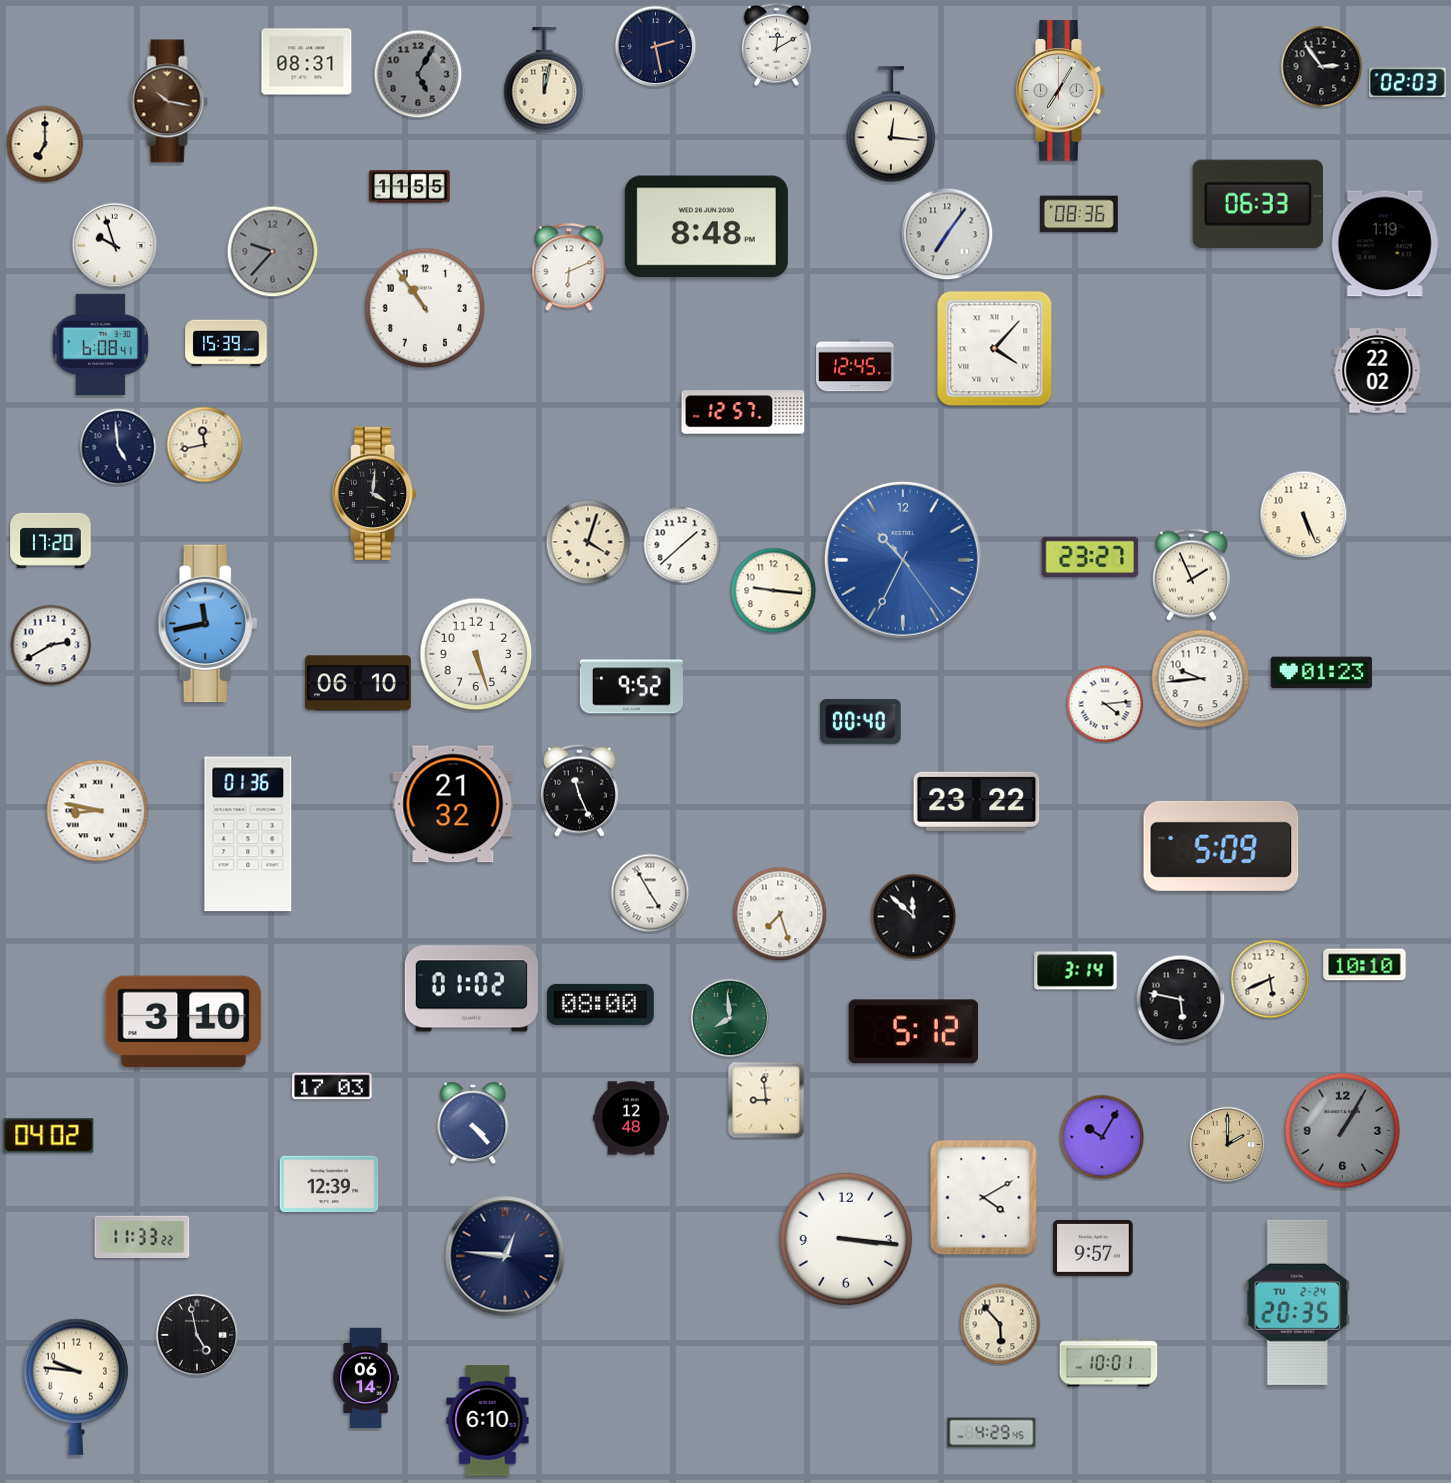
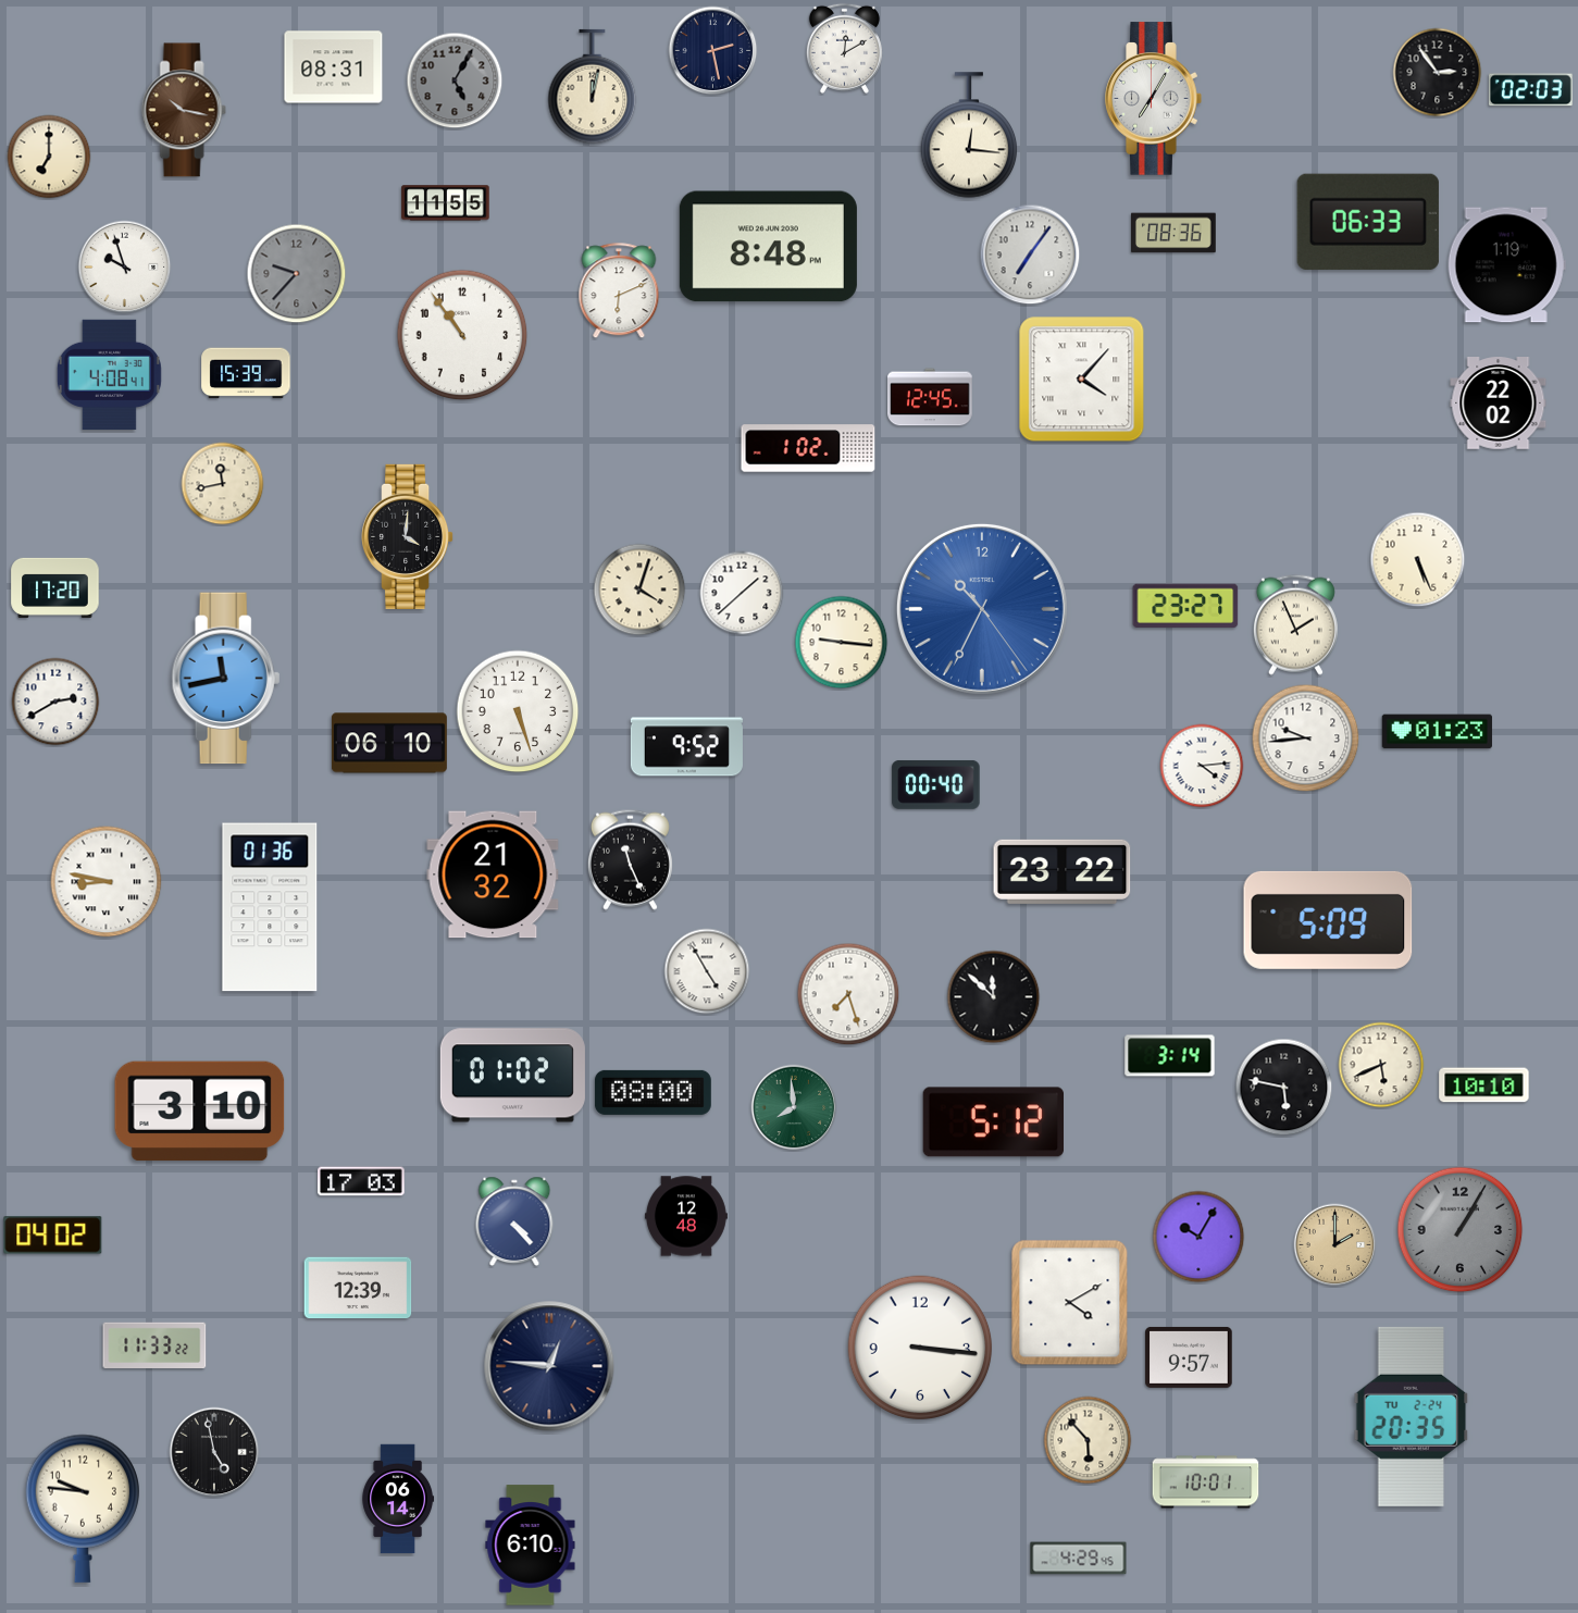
clock at (100, 344): 6:08 -> 4:08
clock at (743, 412): 12:57 -> 1:02
clock at (118, 447): 4:59 -> none
clock at (1365, 965) position: (1365, 965) -> (1484, 1085)
clock at (766, 1100): 8:59 -> none
